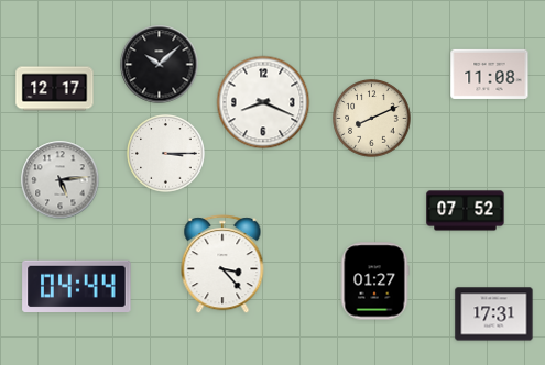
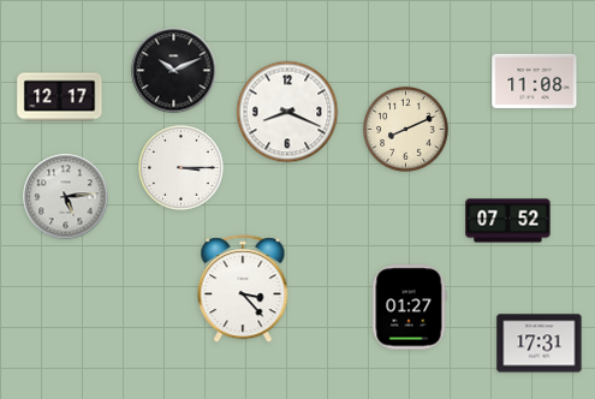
clock at (160, 65): 10:08 -> 10:11
clock at (466, 211) position: (466, 211) -> (508, 221)
clock at (77, 287): 04:44 -> none
